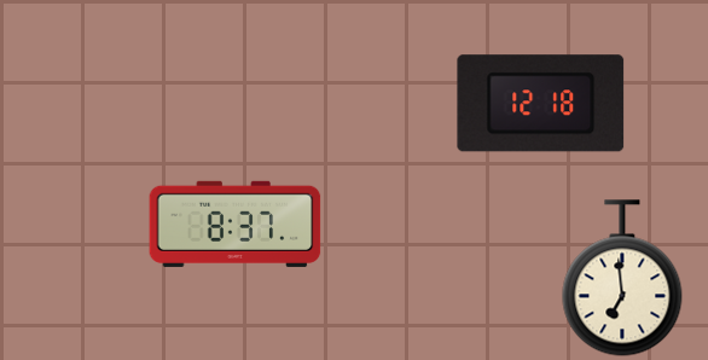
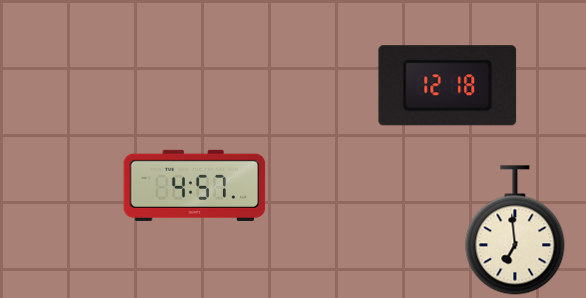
clock at (236, 223): 8:37 -> 4:57
